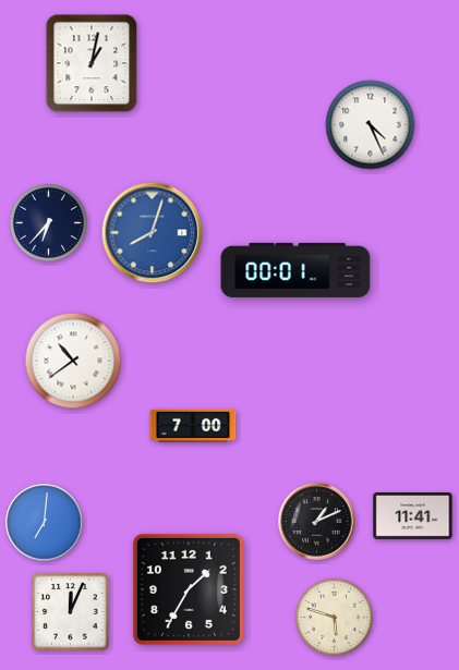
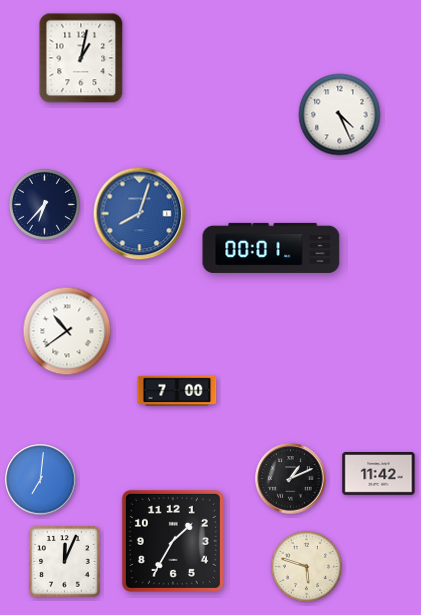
clock at (92, 63) position: (92, 63) -> (81, 58)
clock at (413, 516): 11:41 -> 11:42
